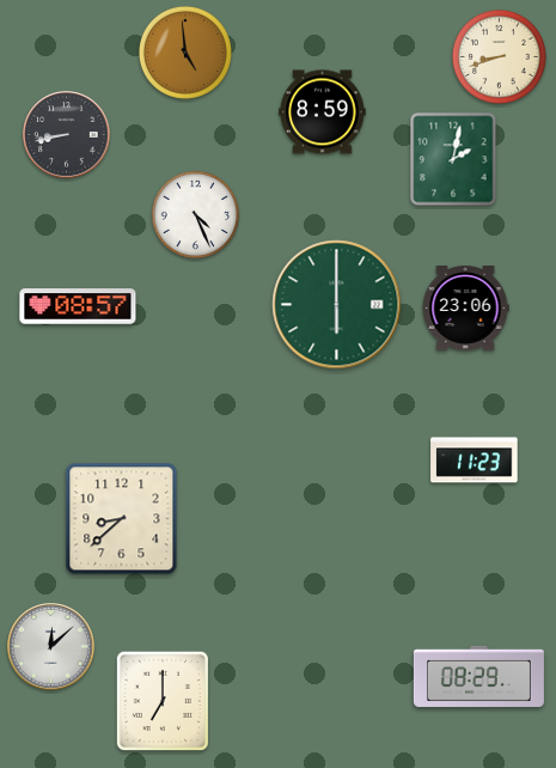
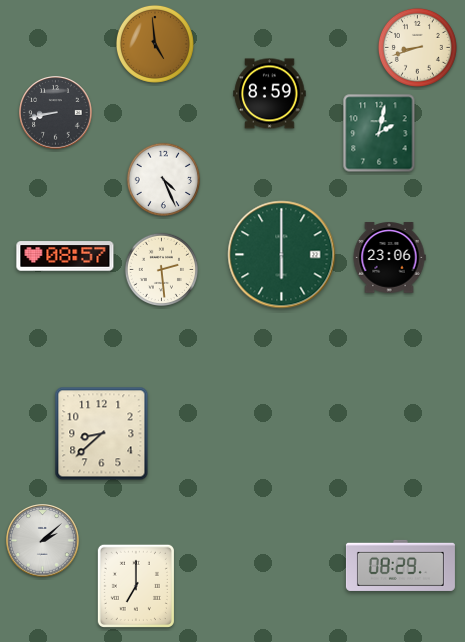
clock at (161, 269): none -> 2:29
clock at (475, 461): 11:23 -> none
clock at (51, 647): 12:08 -> 2:08
